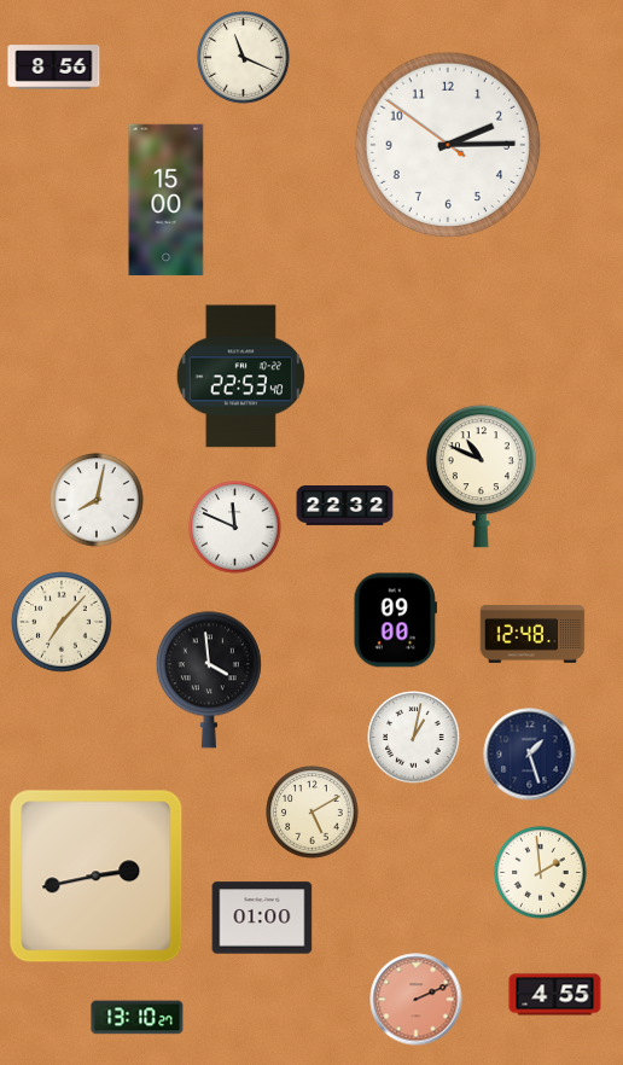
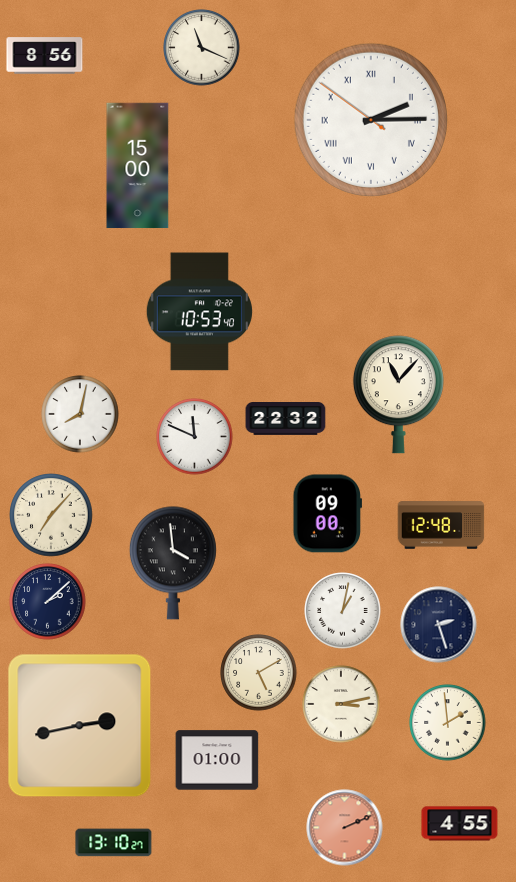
clock at (447, 144) numerals: Arabic -> Roman
clock at (240, 377): 22:53 -> 10:53
clock at (481, 477): 10:49 -> 11:07
clock at (48, 602): none -> 2:08
clock at (530, 755): 1:27 -> 2:27
clock at (341, 704): none -> 3:13
